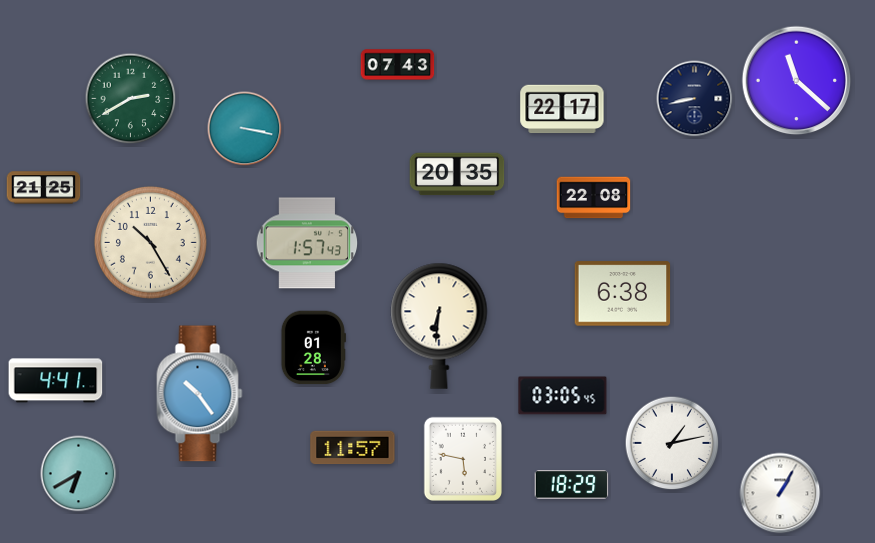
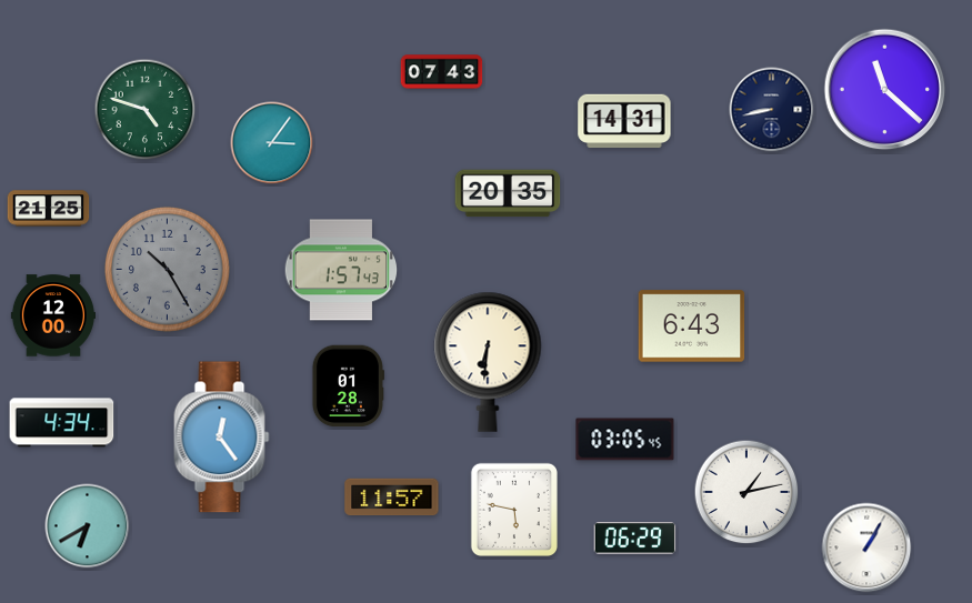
clock at (131, 99): 2:40 -> 4:48
clock at (562, 109): 22:17 -> 14:31
clock at (245, 129): 3:17 -> 3:06
clock at (594, 198): 22:08 -> none
clock at (150, 242) dial: cream -> grey
clock at (53, 315): none -> 12:00
clock at (623, 294): 6:38 -> 6:43
clock at (56, 381): 4:41 -> 4:34
clock at (200, 394): 10:24 -> 12:24
clock at (572, 485): 18:29 -> 06:29
